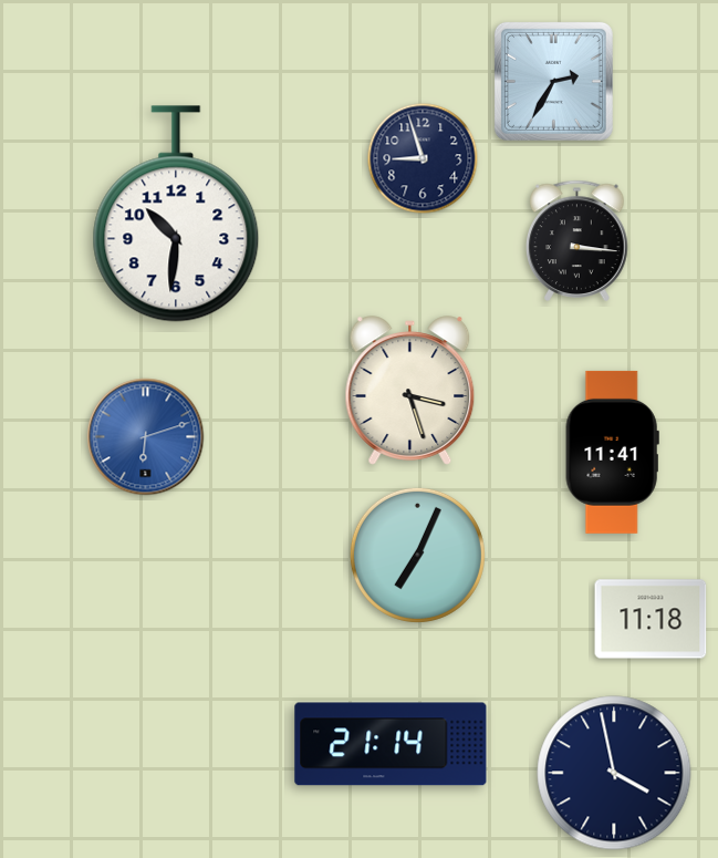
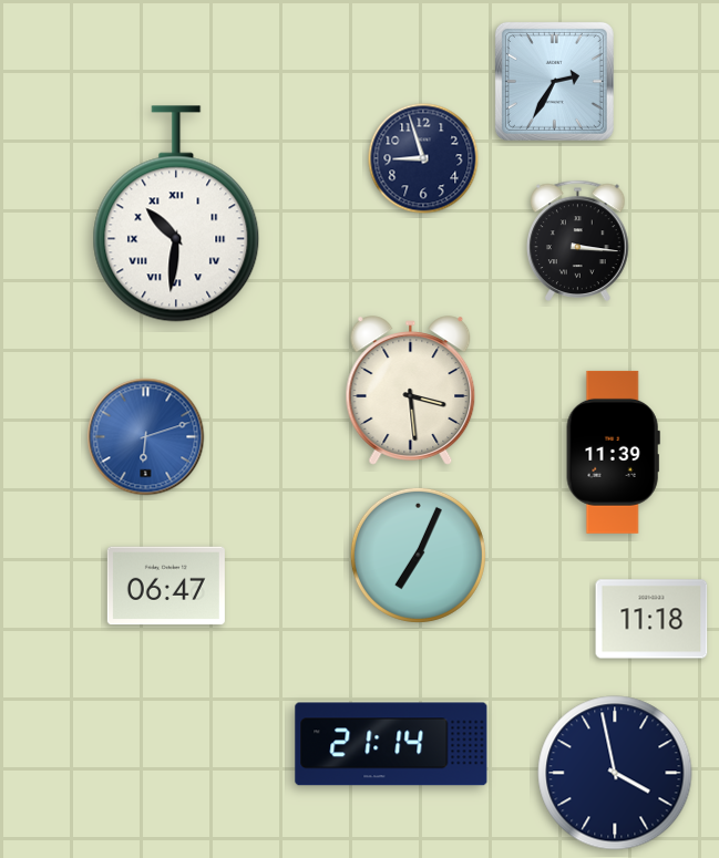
clock at (176, 214) numerals: Arabic -> Roman
clock at (410, 391): 3:27 -> 3:29
clock at (612, 452): 11:41 -> 11:39
clock at (166, 586): none -> 06:47
